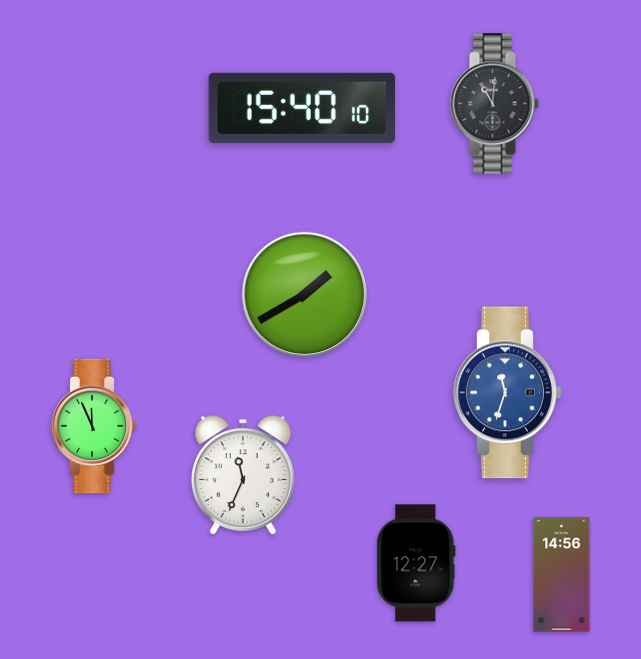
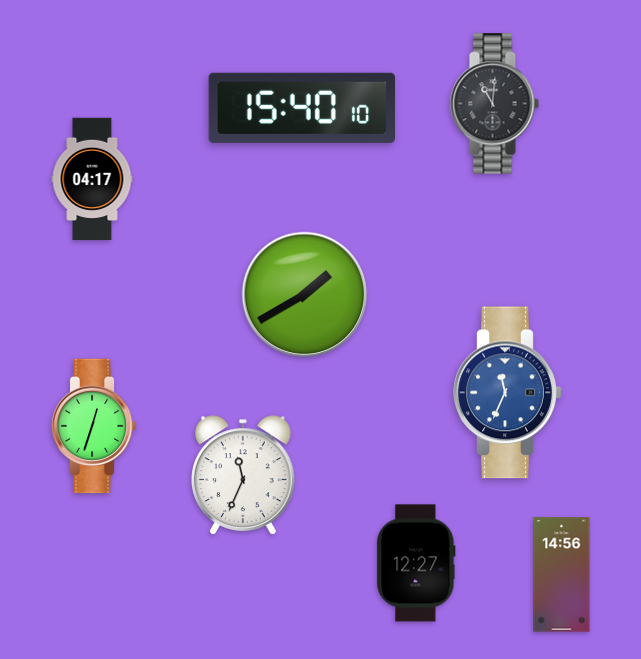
clock at (92, 179): none -> 04:17
clock at (508, 393): 11:33 -> 11:34
clock at (94, 426): 11:56 -> 12:33
